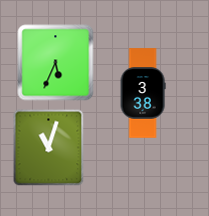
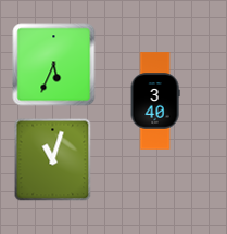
clock at (56, 63) position: (56, 63) -> (54, 65)
clock at (143, 93): 3:38 -> 3:40
